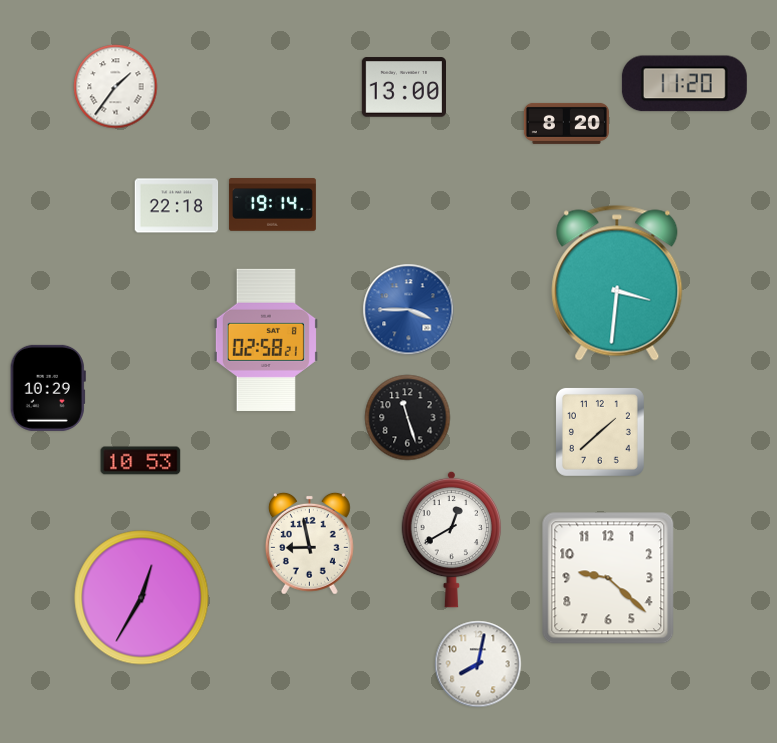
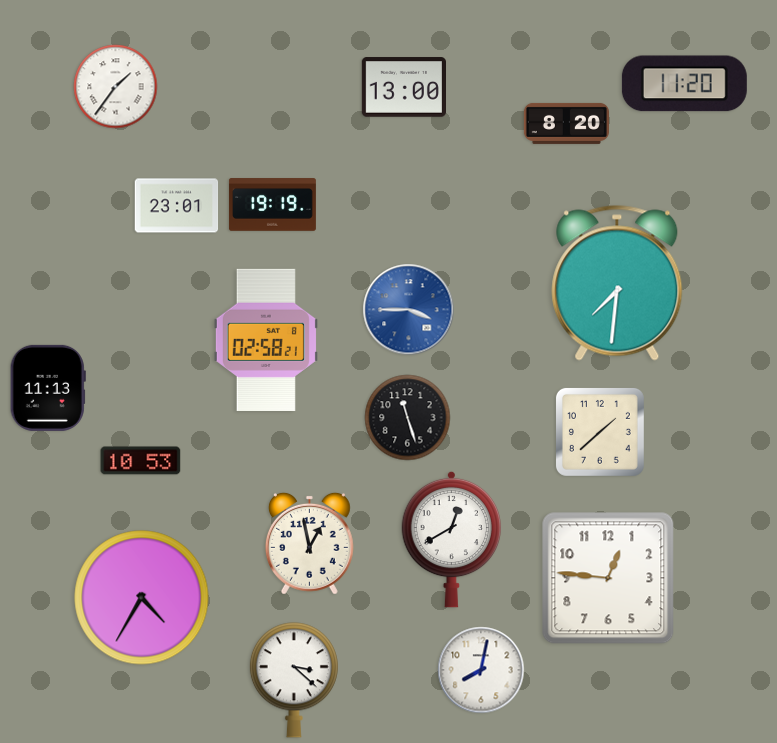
clock at (272, 205): 19:14 -> 19:19
clock at (177, 206): 22:18 -> 23:01
clock at (617, 283): 3:31 -> 7:31
clock at (48, 388): 10:29 -> 11:13
clock at (309, 543): 8:58 -> 12:58
clock at (608, 578): 9:22 -> 12:46
clock at (142, 598): 12:35 -> 4:35
clock at (478, 664) position: (478, 664) -> (481, 670)
clock at (294, 680): none -> 3:22
